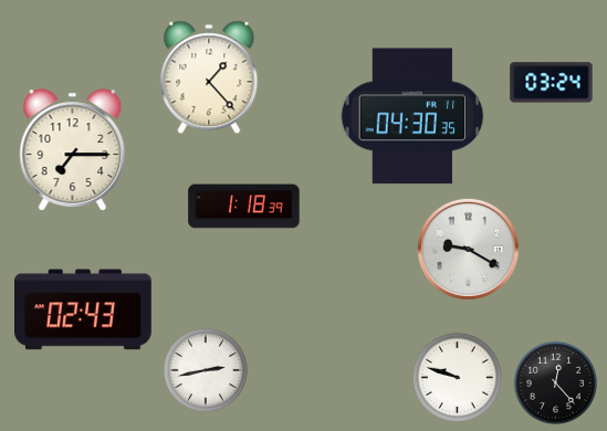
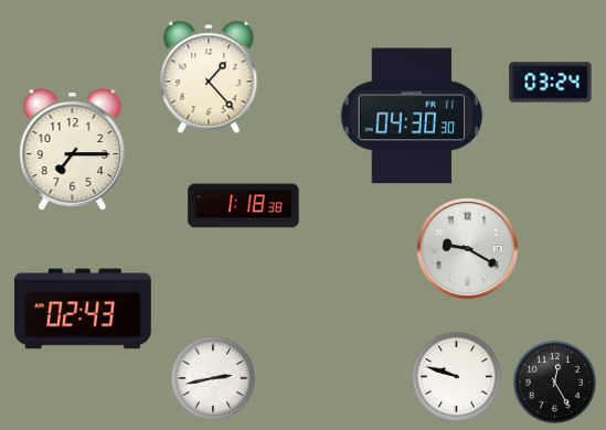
clock at (412, 116): 04:30:35 -> 04:30:30
clock at (244, 207): 1:18:39 -> 1:18:38
clock at (206, 370) position: (206, 370) -> (213, 378)
clock at (555, 382): 12:23 -> 12:25
